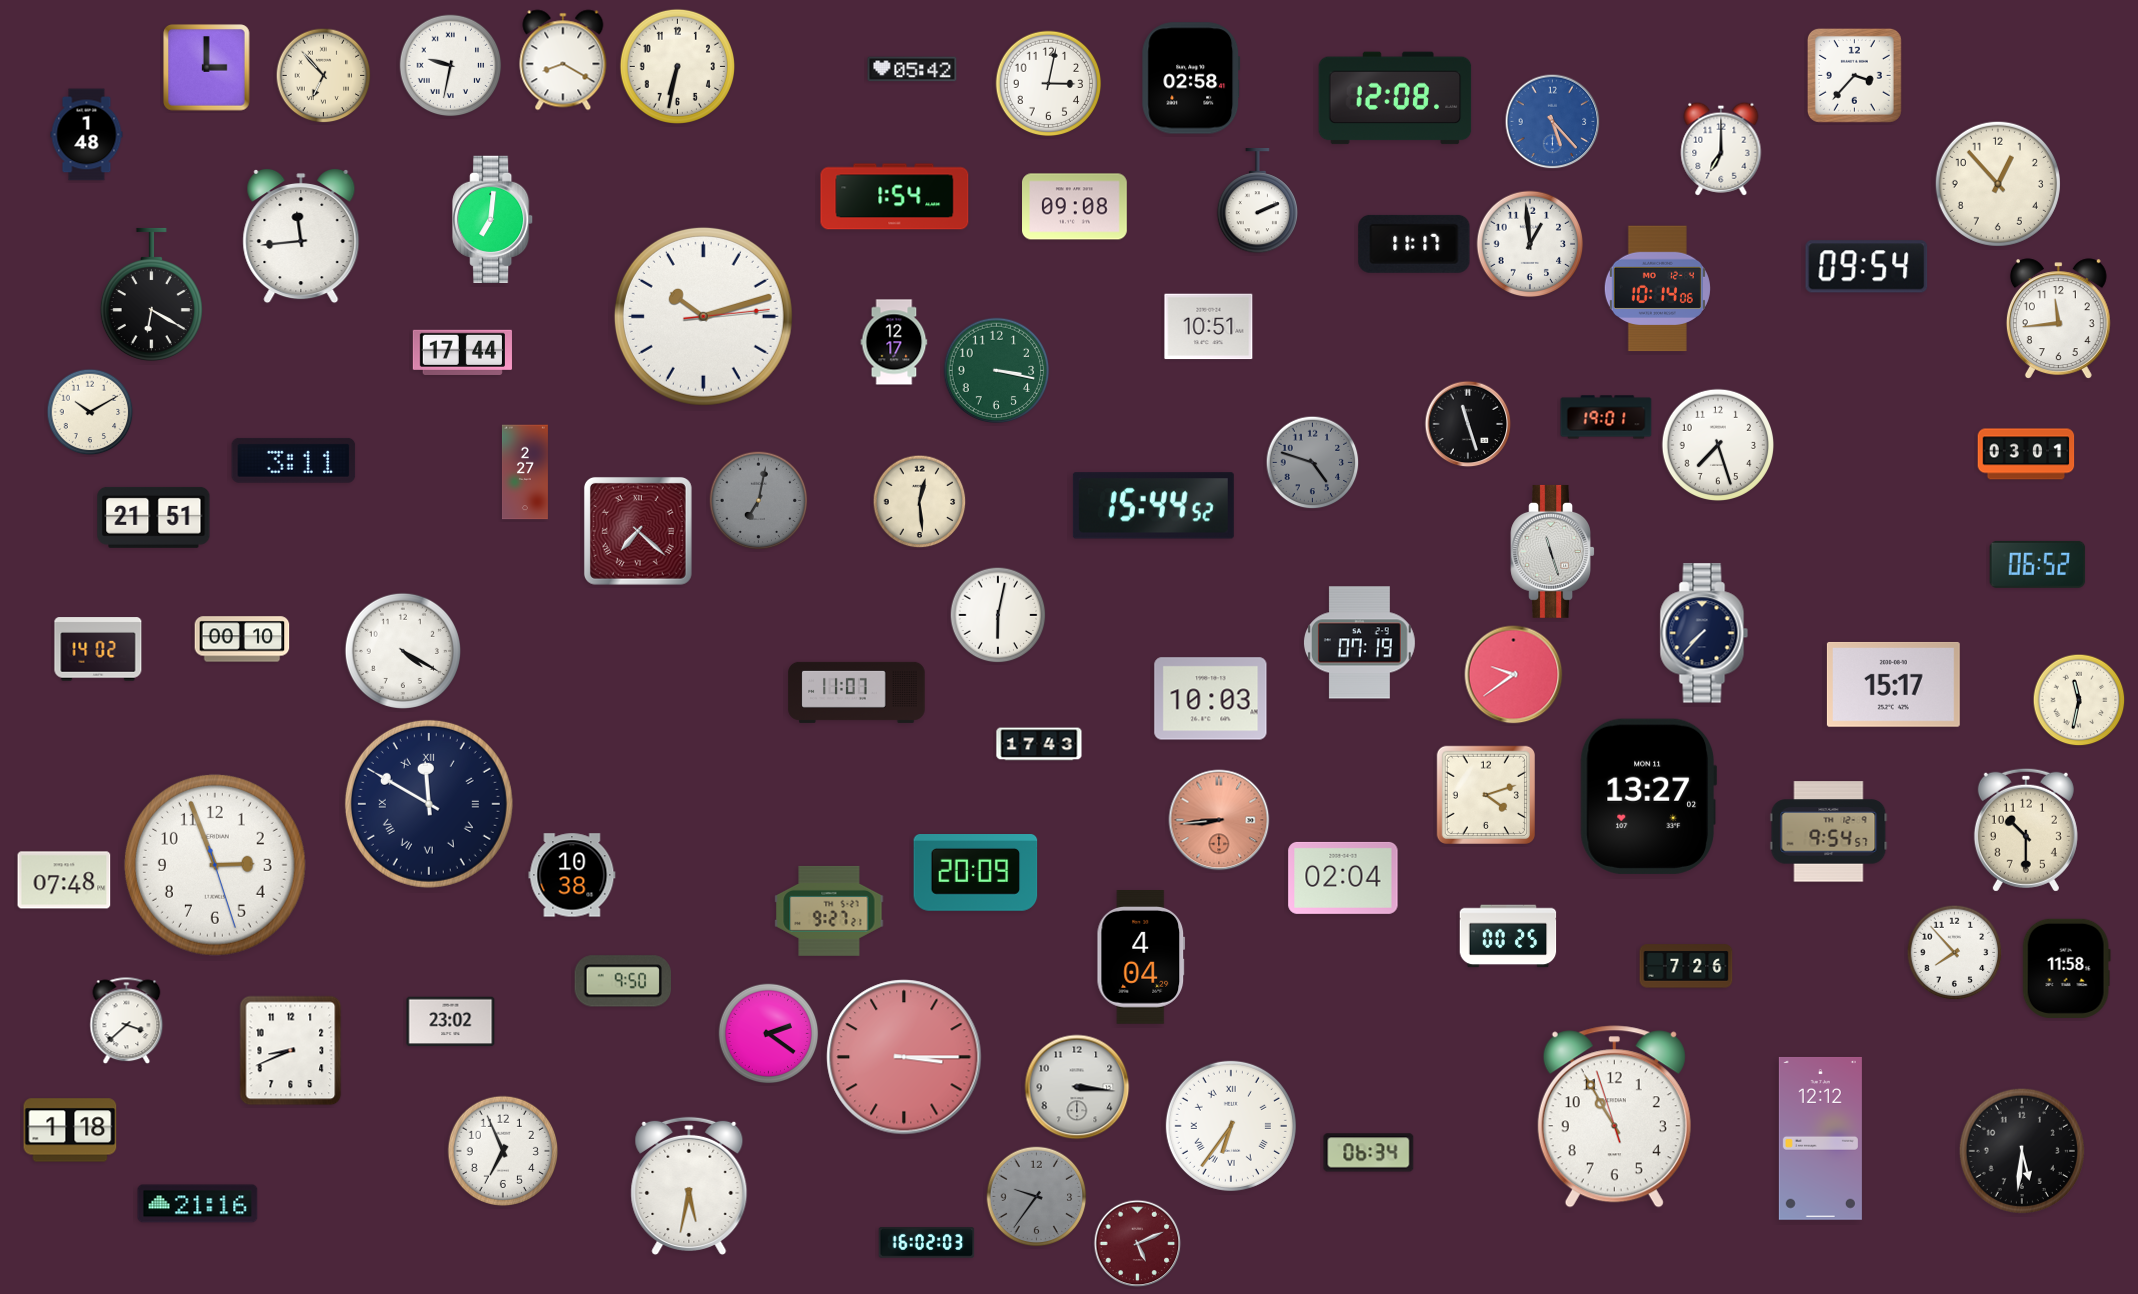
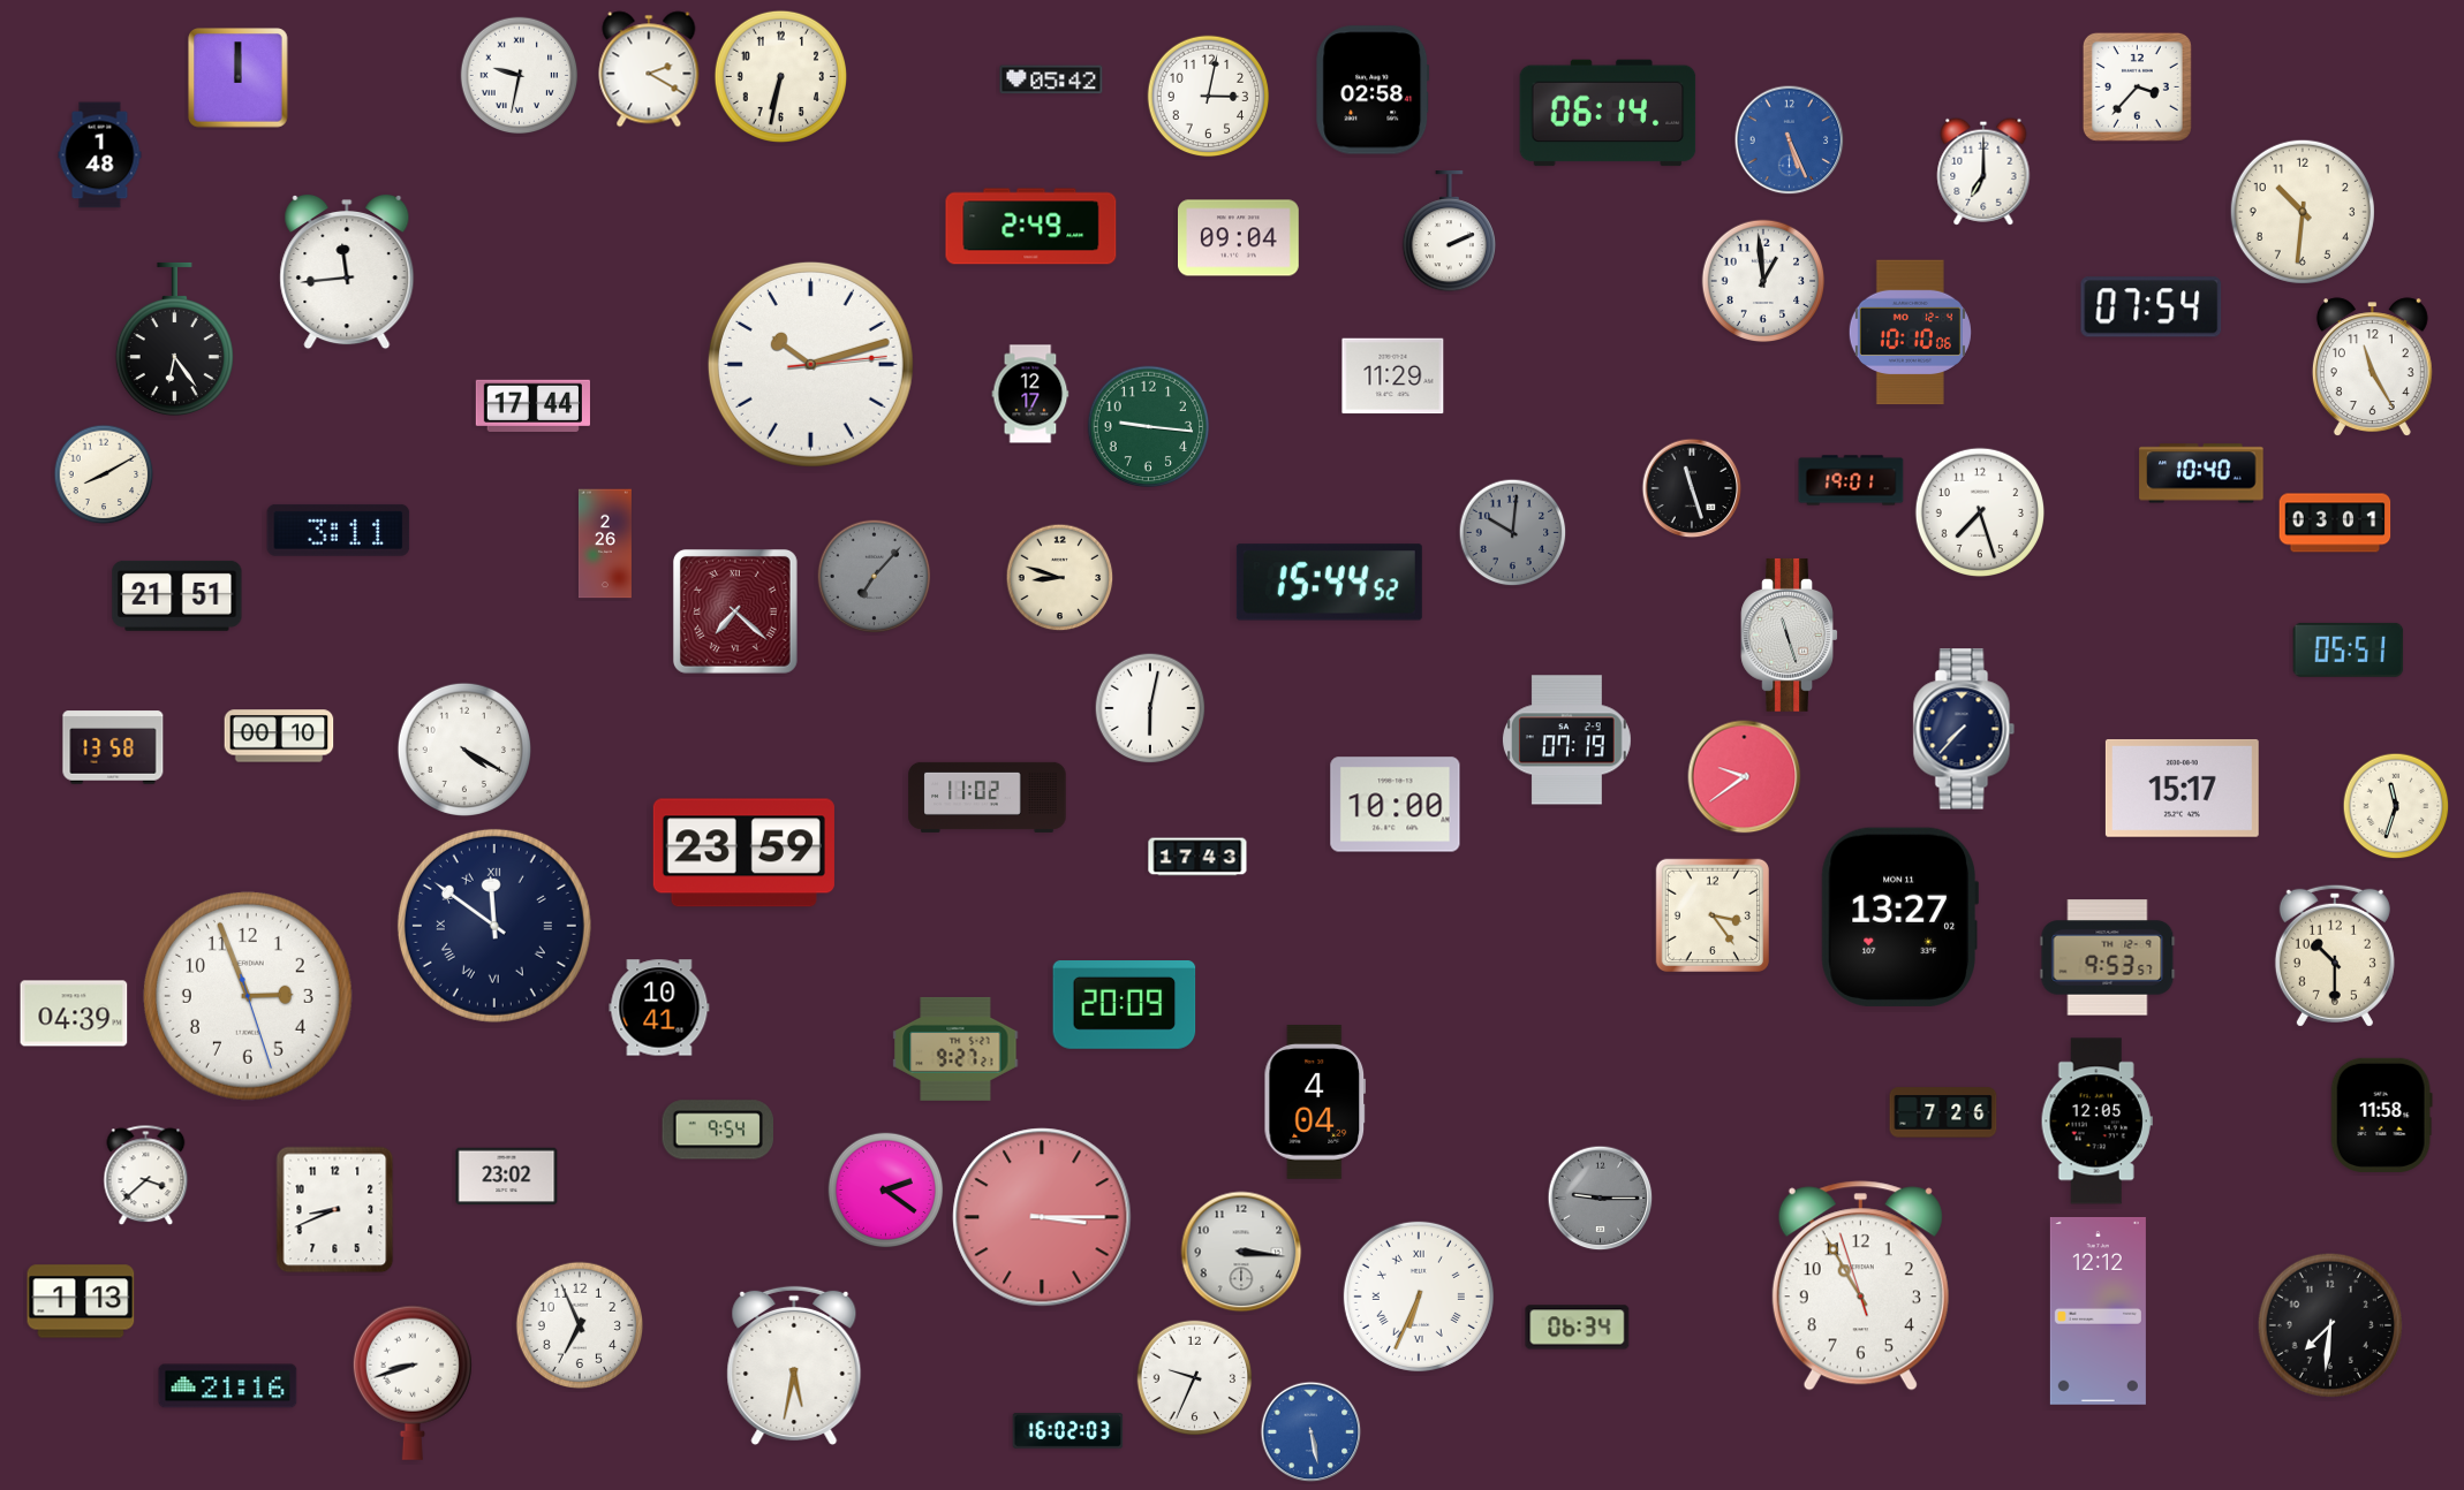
clock at (563, 60): 8:20 -> 2:20
clock at (207, 68): 3:00 -> 12:00
clock at (324, 76): 6:53 -> none
clock at (1395, 98): 12:08 -> 06:14
clock at (1553, 122): 5:23 -> 5:26
clock at (1998, 184): 12:53 -> 10:31
clock at (895, 197): 1:54 -> 2:49
clock at (1075, 207): 09:08 -> 09:04
clock at (493, 219): 7:01 -> none
clock at (1414, 244): 11:17 -> none
clock at (1867, 267): 09:54 -> 07:54
clock at (1657, 289): 10:14 -> 10:10
clock at (151, 295): 6:20 -> 6:24
clock at (2058, 318): 11:44 -> 11:25
clock at (1209, 327): 10:51 -> 11:29
clock at (997, 371): 3:17 -> 9:16
clock at (2201, 473): none -> 10:40
clock at (90, 412): 10:10 -> 8:10
clock at (1313, 463): 4:48 -> 10:01
clock at (525, 472): 2:27 -> 2:26
clock at (759, 501): 7:02 -> 7:07
clock at (920, 502): 12:29 -> 8:48
clock at (2038, 564): 06:52 -> 05:51
clock at (98, 649): 14:02 -> 13:58
clock at (857, 692): 11:07 -> 11:02
clock at (1211, 699): 10:03 -> 10:00
clock at (2079, 700): 11:32 -> 11:33
clock at (743, 853): none -> 23:59
clock at (1486, 795): 4:12 -> 3:24
clock at (429, 804): 11:50 -> 11:51
clock at (1219, 820): 8:44 -> none
clock at (1829, 832): 9:54 -> 9:53
clock at (572, 875): 10:38 -> 10:41
clock at (1343, 878): 02:04 -> none
clock at (64, 880): 07:48 -> 04:39
clock at (1508, 936): 00:25 -> none
clock at (1955, 953): 7:53 -> none
clock at (2096, 1122): none -> 12:05
clock at (622, 981): 9:50 -> 9:54
clock at (451, 1022) position: (451, 1022) -> (507, 1177)
clock at (1601, 1199): none -> 9:15
clock at (1231, 1126): 6:36 -> 6:34
clock at (70, 1130): 1:18 -> 1:13
clock at (2022, 1151): 5:31 -> 7:31
clock at (1037, 1197): 9:36 -> 9:34
clock at (1037, 1197) dial: grey -> white
clock at (413, 1383): none -> 8:42
clock at (1138, 1244): 5:11 -> 5:28
clock at (1138, 1244) dial: burgundy -> blue
